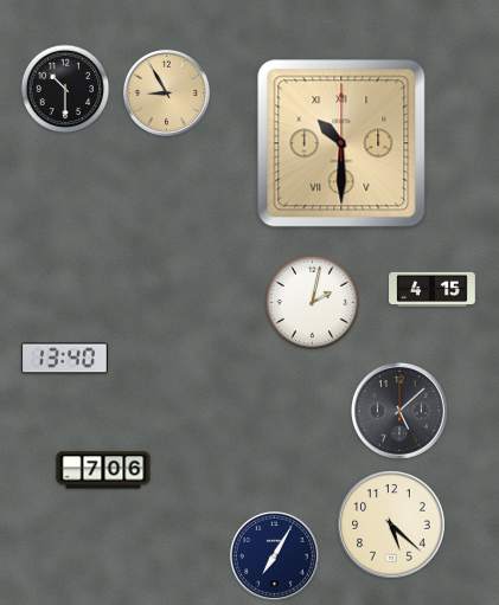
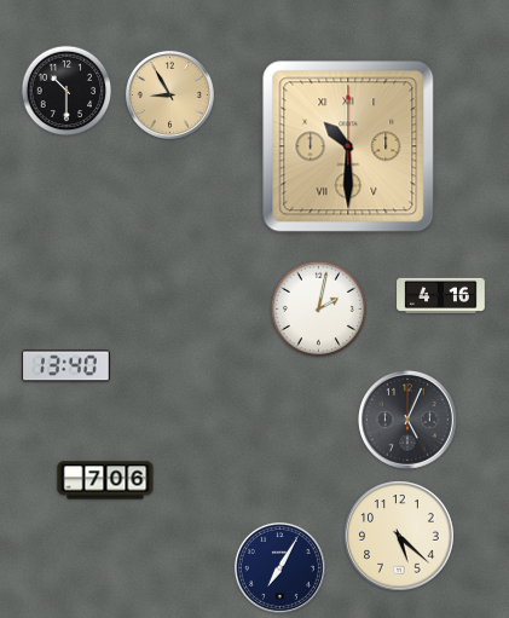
clock at (433, 289): 4:15 -> 4:16
clock at (401, 412): 5:08 -> 5:04
